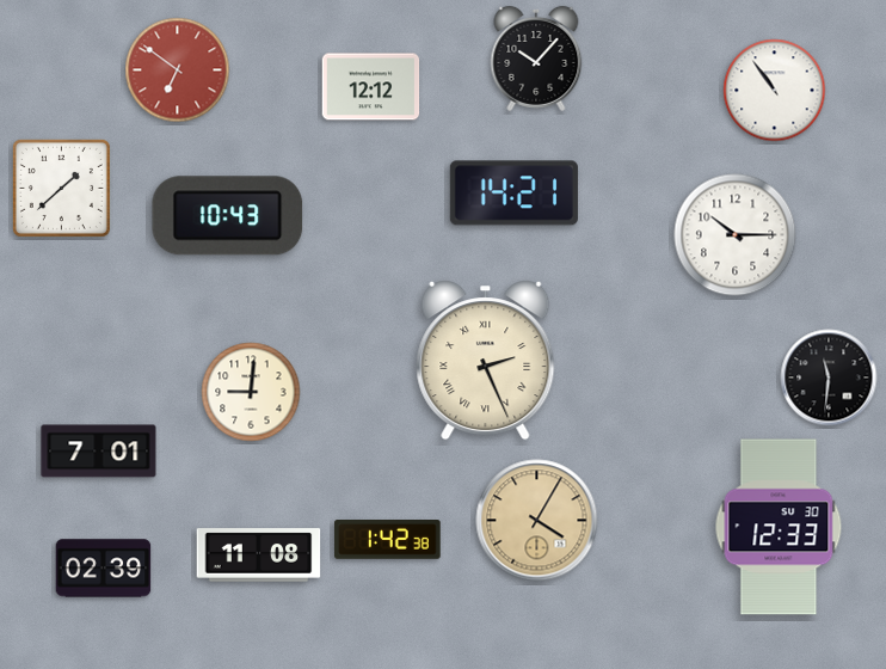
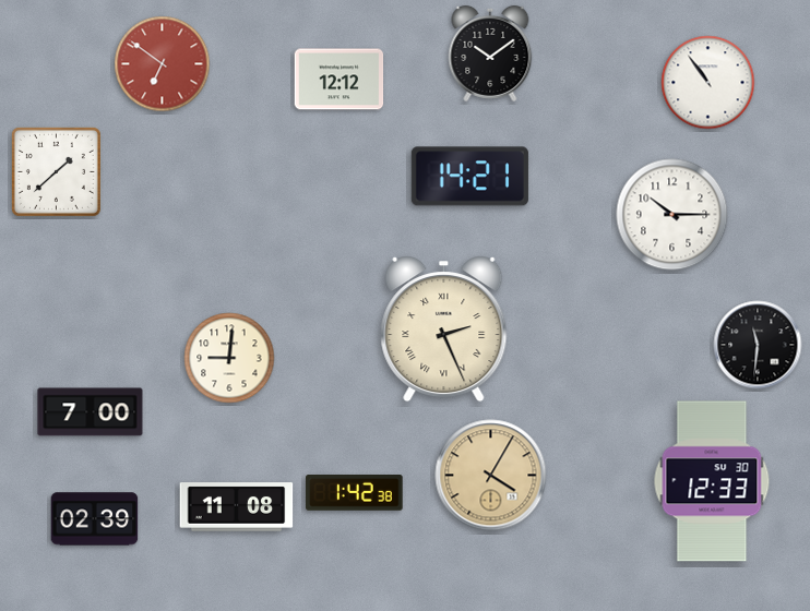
clock at (536, 59): 10:07 -> 10:09
clock at (228, 216): 10:43 -> none
clock at (99, 452): 7:01 -> 7:00
